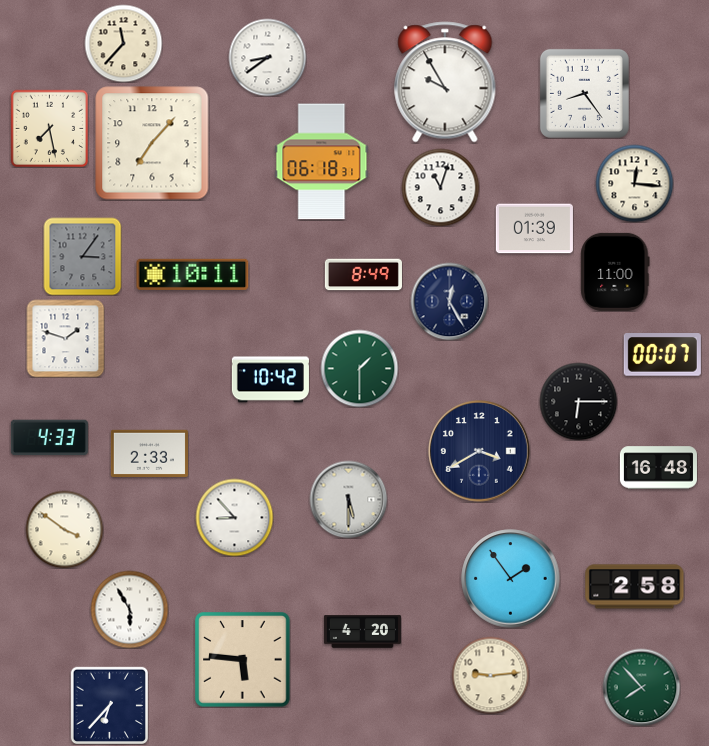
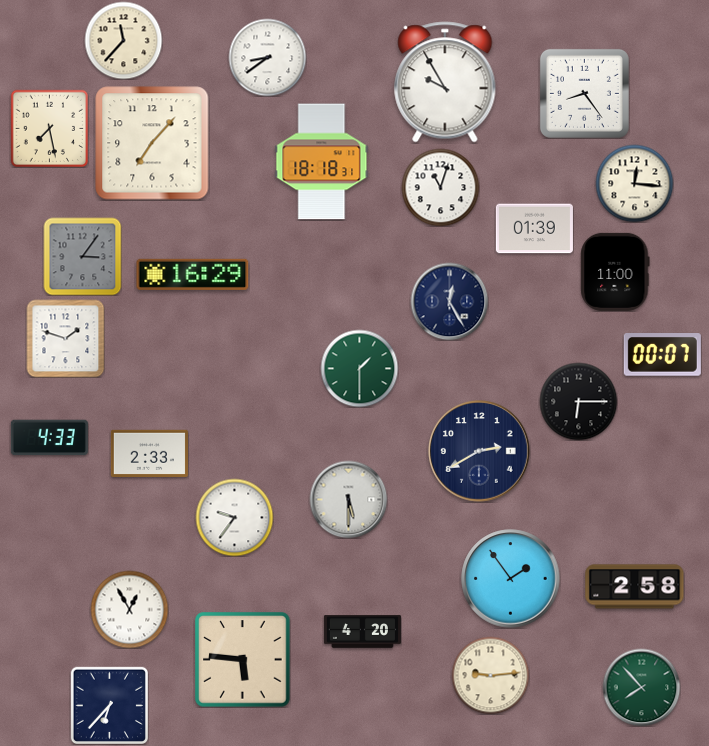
clock at (123, 43) position: (123, 43) -> (123, 40)
clock at (322, 162): 06:18 -> 18:18
clock at (193, 274): 10:11 -> 16:29
clock at (363, 275): 8:49 -> none
clock at (270, 380): 10:42 -> none
clock at (479, 451): 3:40 -> 2:40
clock at (658, 468): 16:48 -> none
clock at (234, 517): 8:53 -> 9:36
clock at (64, 529): 3:51 -> none
clock at (129, 609): 5:55 -> 12:55
